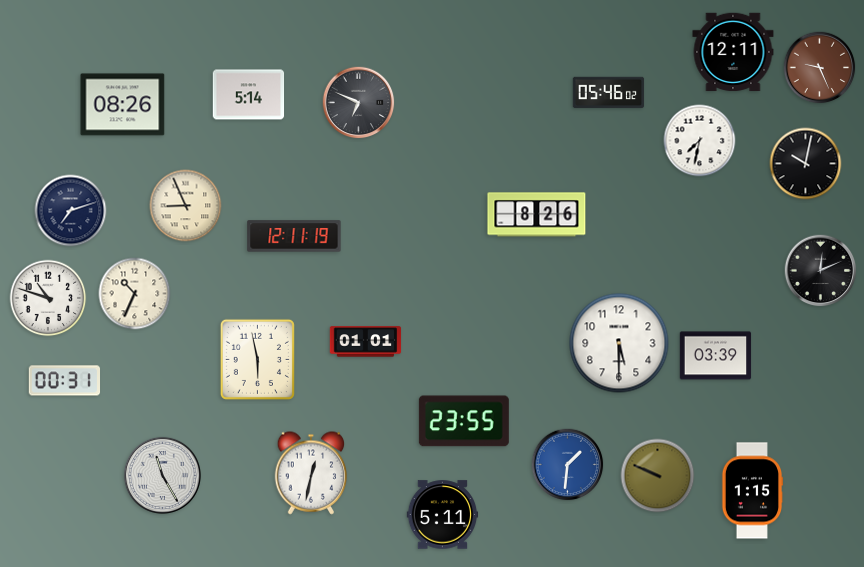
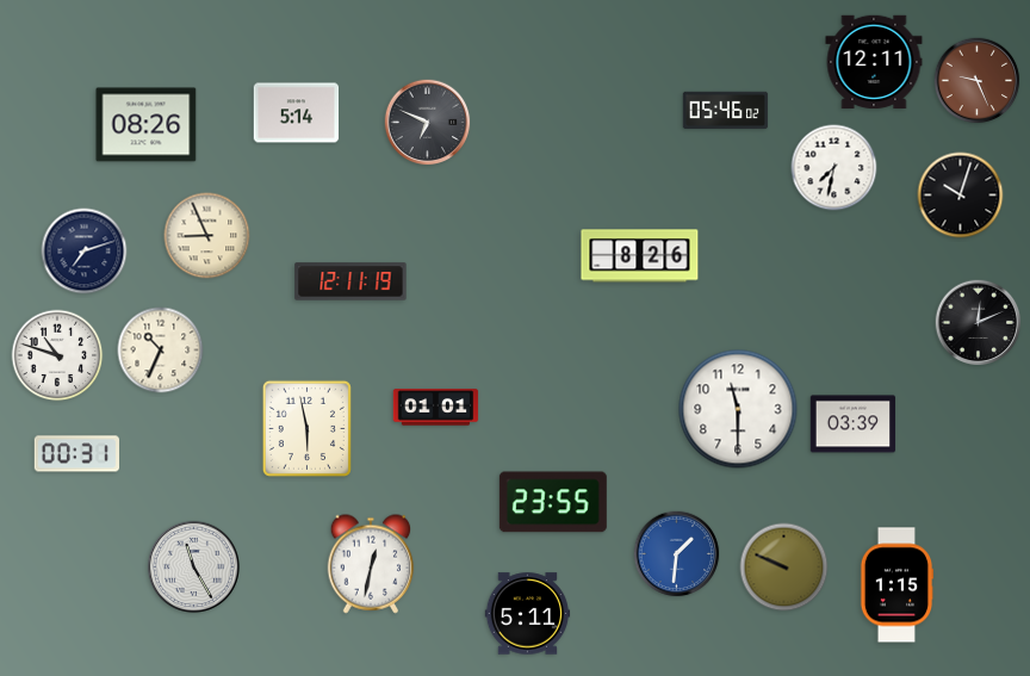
clock at (806, 164): 10:02 -> 10:03
clock at (186, 206) position: (186, 206) -> (207, 236)
clock at (619, 343): 5:30 -> 11:30
